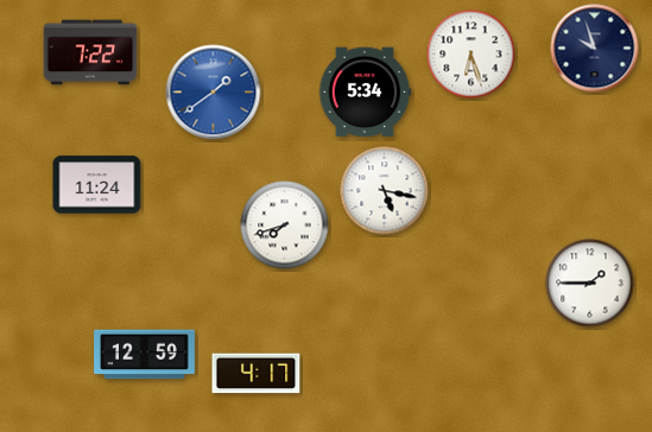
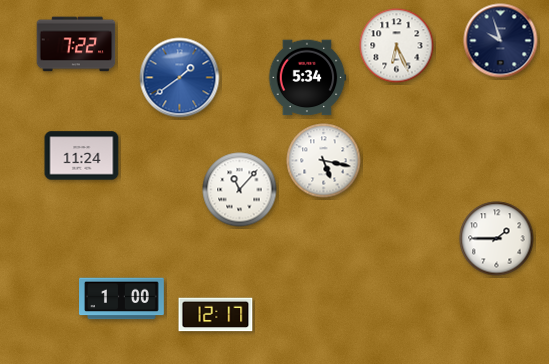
clock at (471, 55): 6:27 -> 6:26
clock at (285, 225): 7:42 -> 11:07
clock at (145, 355): 12:59 -> 1:00
clock at (257, 374): 4:17 -> 12:17
